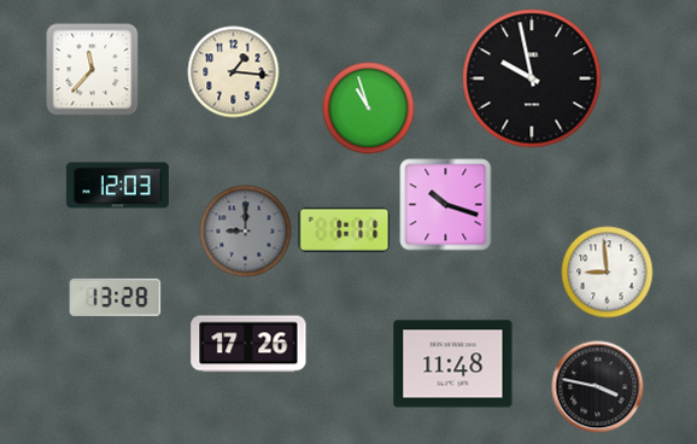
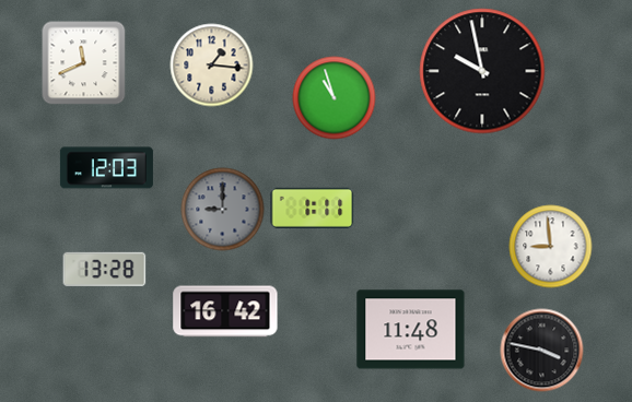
clock at (93, 70): 11:37 -> 11:41
clock at (446, 205): 10:18 -> none
clock at (248, 344): 17:26 -> 16:42
